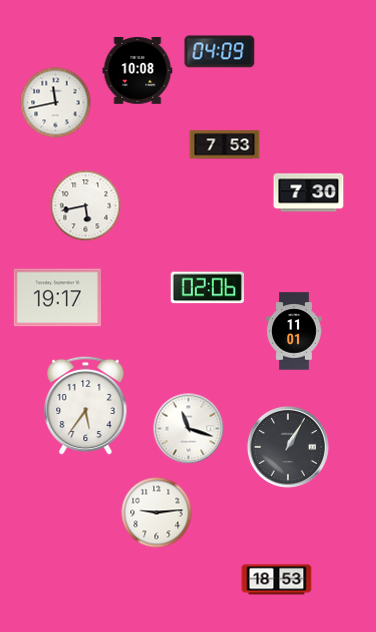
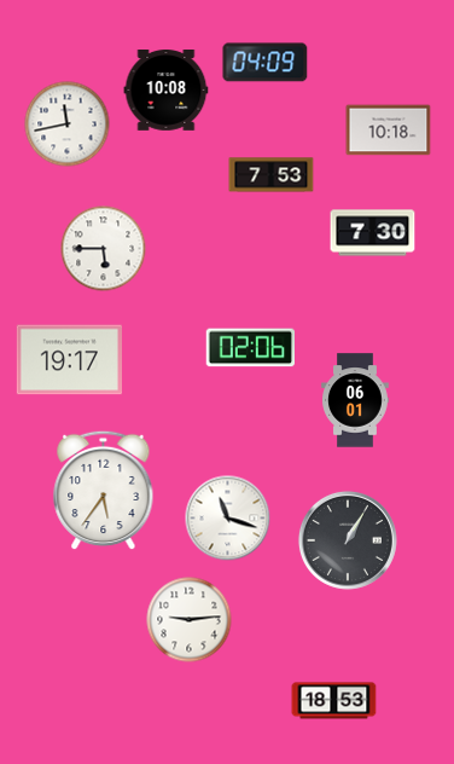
clock at (138, 71) position: (138, 71) -> (167, 91)
clock at (389, 131): none -> 10:18
clock at (86, 206): 5:43 -> 5:45
clock at (294, 331): 11:01 -> 06:01
